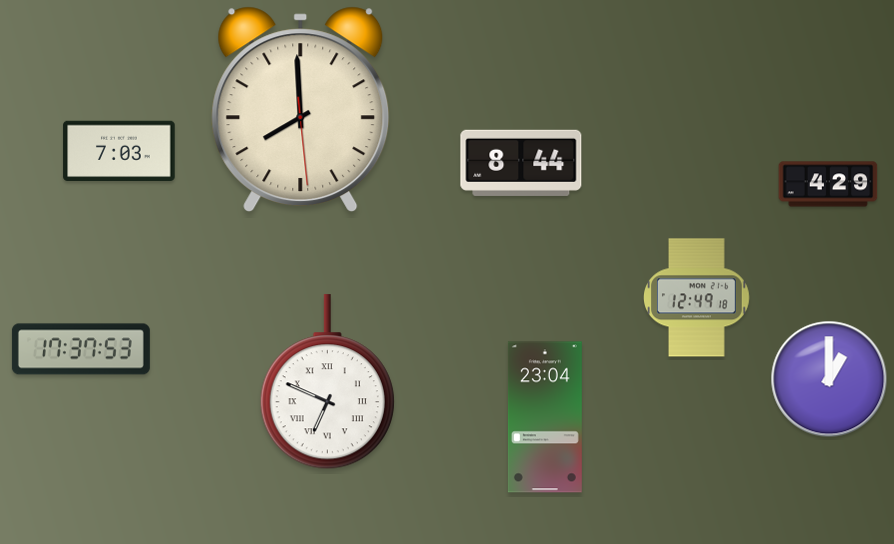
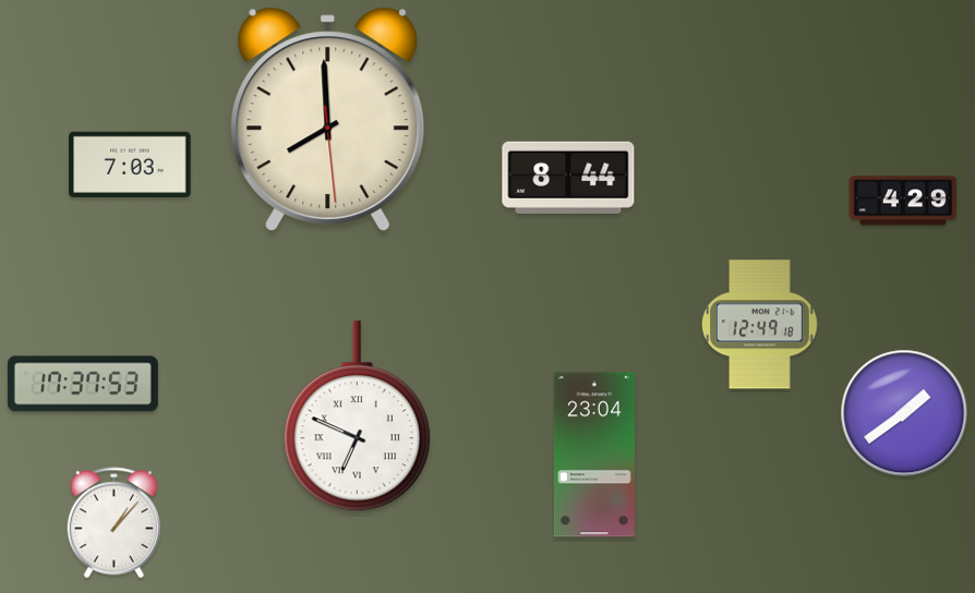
clock at (81, 349) position: (81, 349) -> (83, 384)
clock at (829, 379): 1:00 -> 1:39
clock at (113, 523): none -> 1:07
